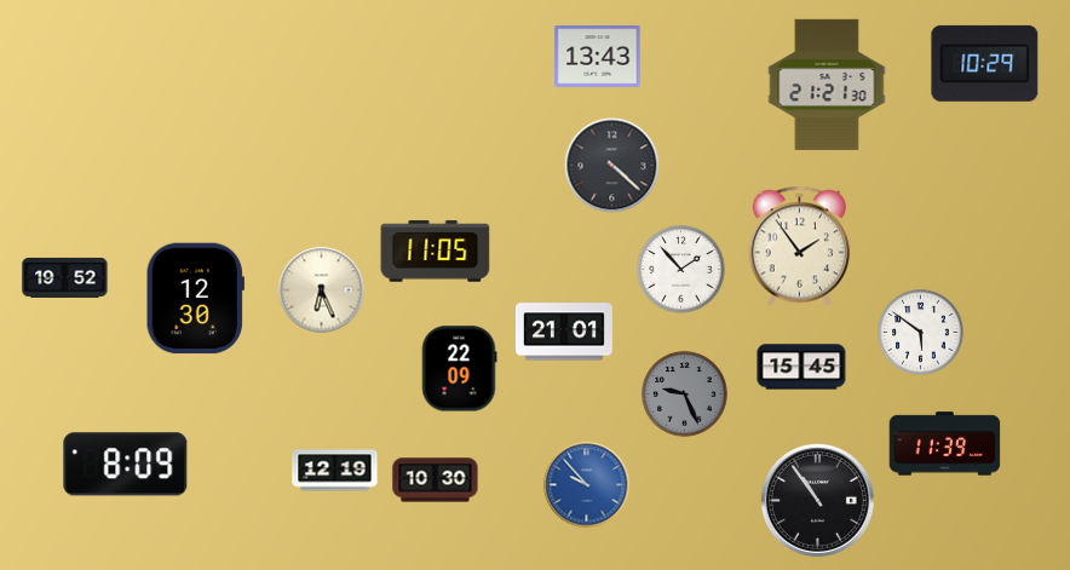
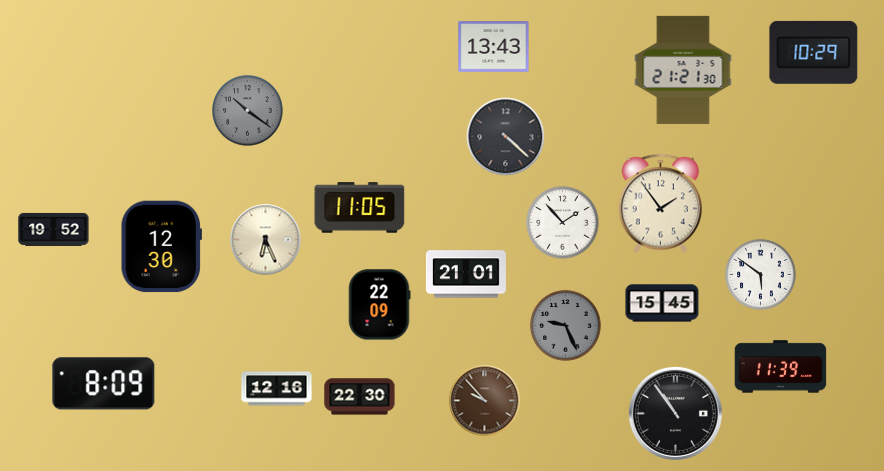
clock at (248, 111): none -> 10:21
clock at (335, 471): 12:19 -> 12:16
clock at (436, 480): 10:30 -> 22:30
clock at (587, 485) dial: blue -> brown
